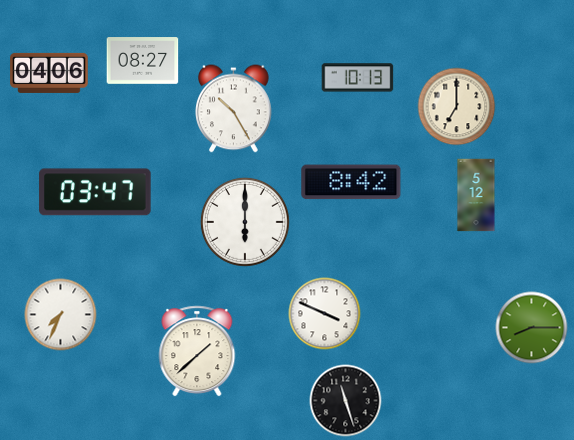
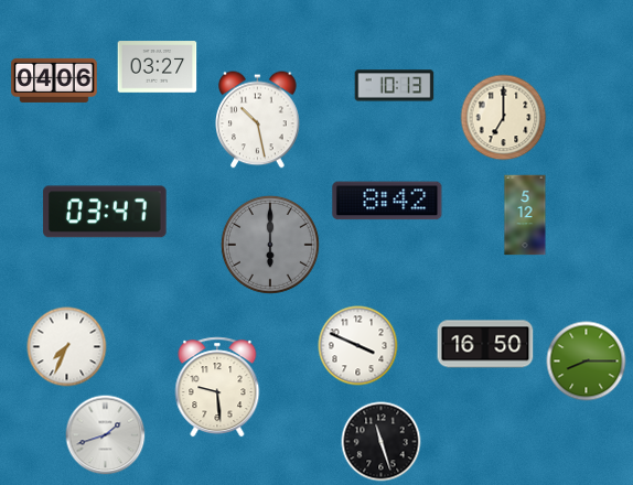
clock at (143, 61): 08:27 -> 03:27
clock at (234, 109): 10:25 -> 10:28
clock at (245, 222) dial: white -> grey
clock at (485, 344): none -> 16:50
clock at (197, 351): 1:38 -> 9:29
clock at (106, 435): none -> 1:42
